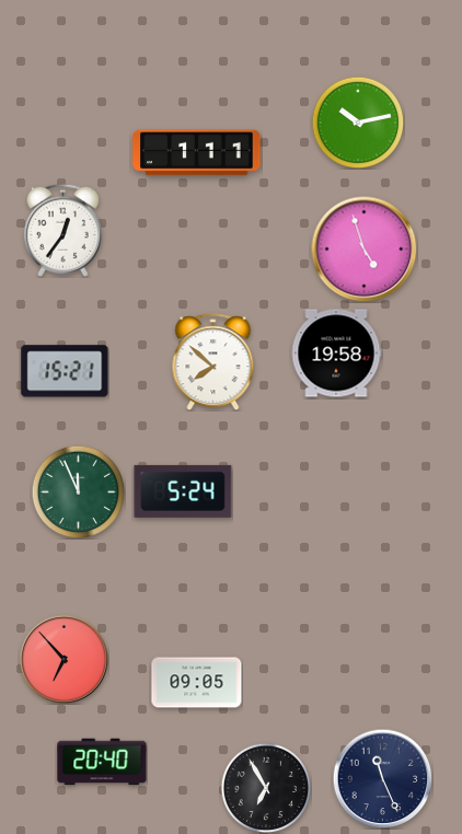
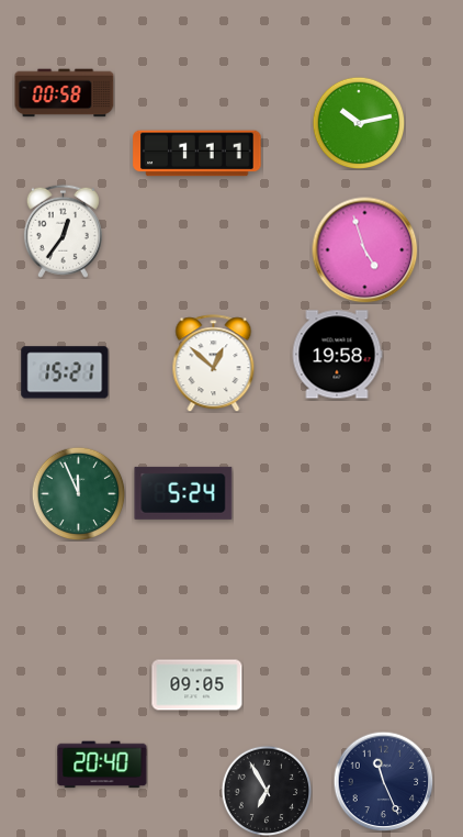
clock at (65, 93): none -> 00:58
clock at (213, 362): 7:52 -> 12:52
clock at (63, 659): 6:53 -> none
